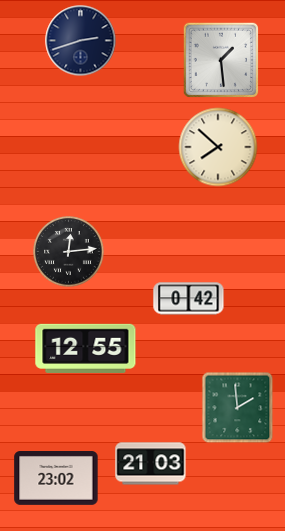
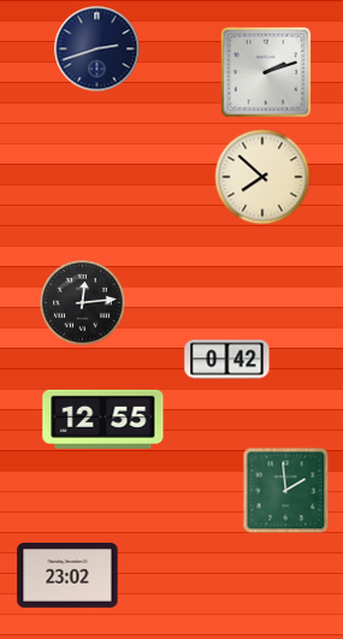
clock at (220, 59): 1:29 -> 2:12
clock at (151, 464): 21:03 -> none
